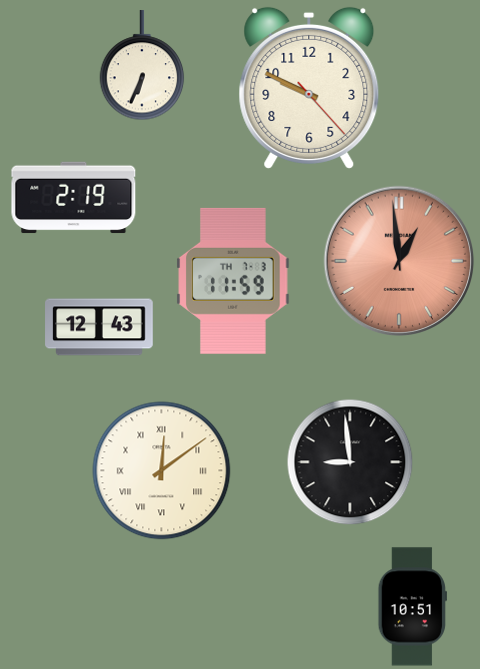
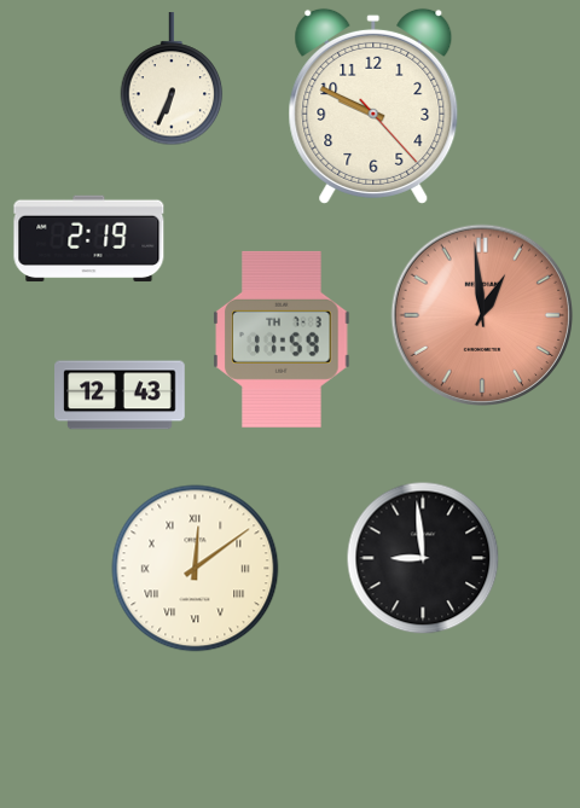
clock at (412, 607): 10:51 -> none
